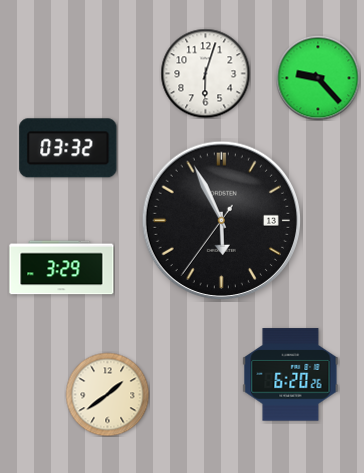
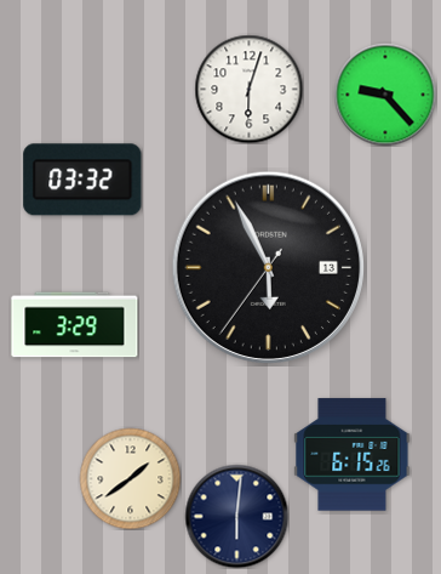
clock at (291, 375): 6:20 -> 6:15
clock at (236, 516): none -> 6:01
